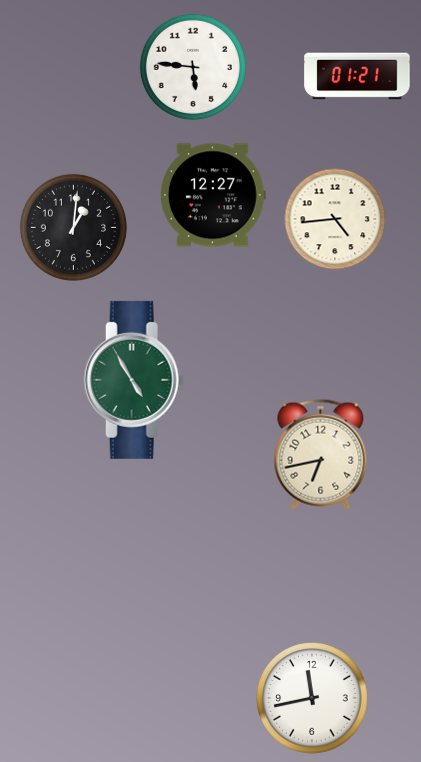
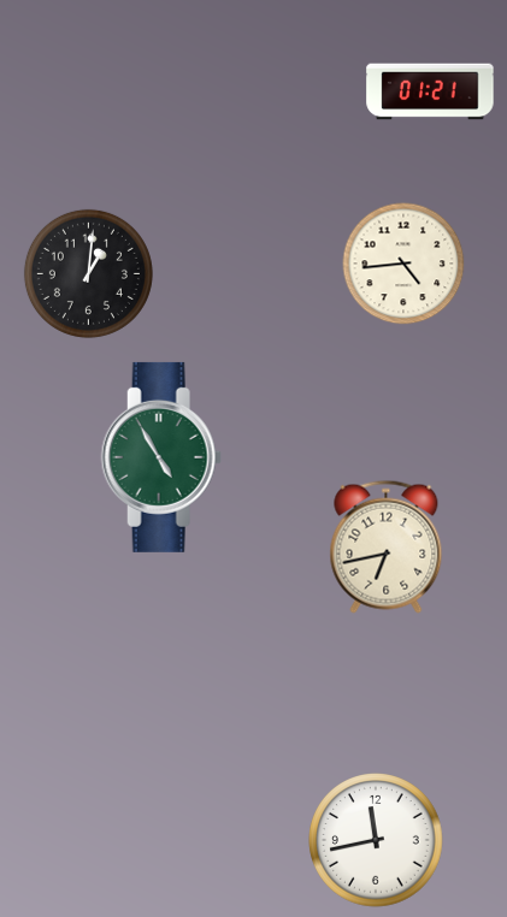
clock at (193, 67): 5:46 -> none
clock at (213, 195): 12:27 -> none
